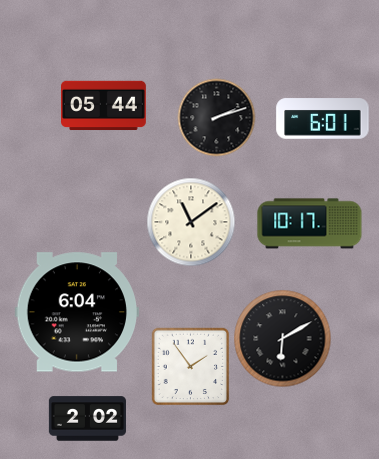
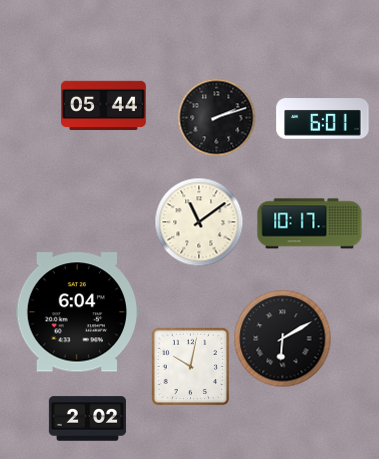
clock at (191, 222) position: (191, 222) -> (199, 222)
clock at (190, 366): 1:54 -> 10:02
